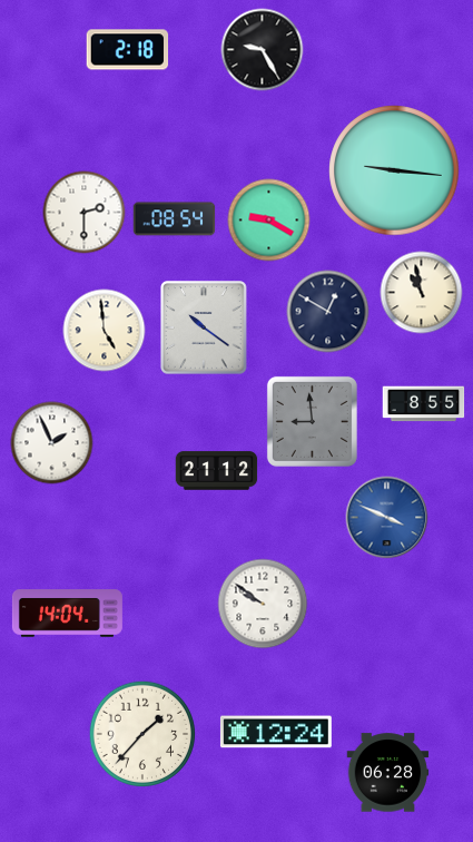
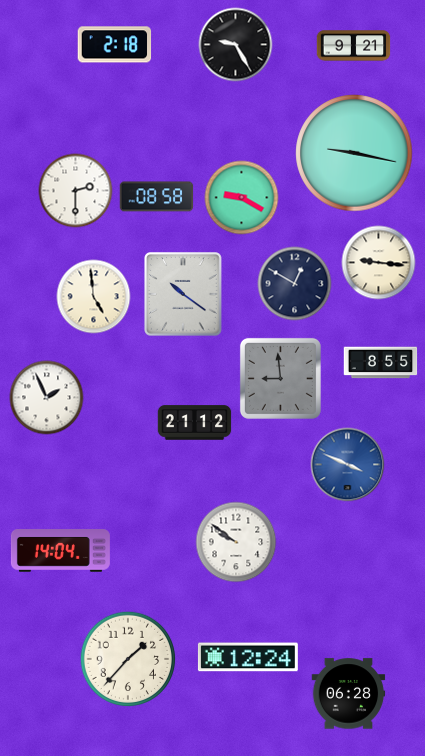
clock at (354, 46): none -> 9:21
clock at (394, 170): 9:16 -> 9:17
clock at (175, 219): 08:54 -> 08:58
clock at (422, 293): 10:58 -> 9:16
clock at (328, 312) position: (328, 312) -> (295, 284)
